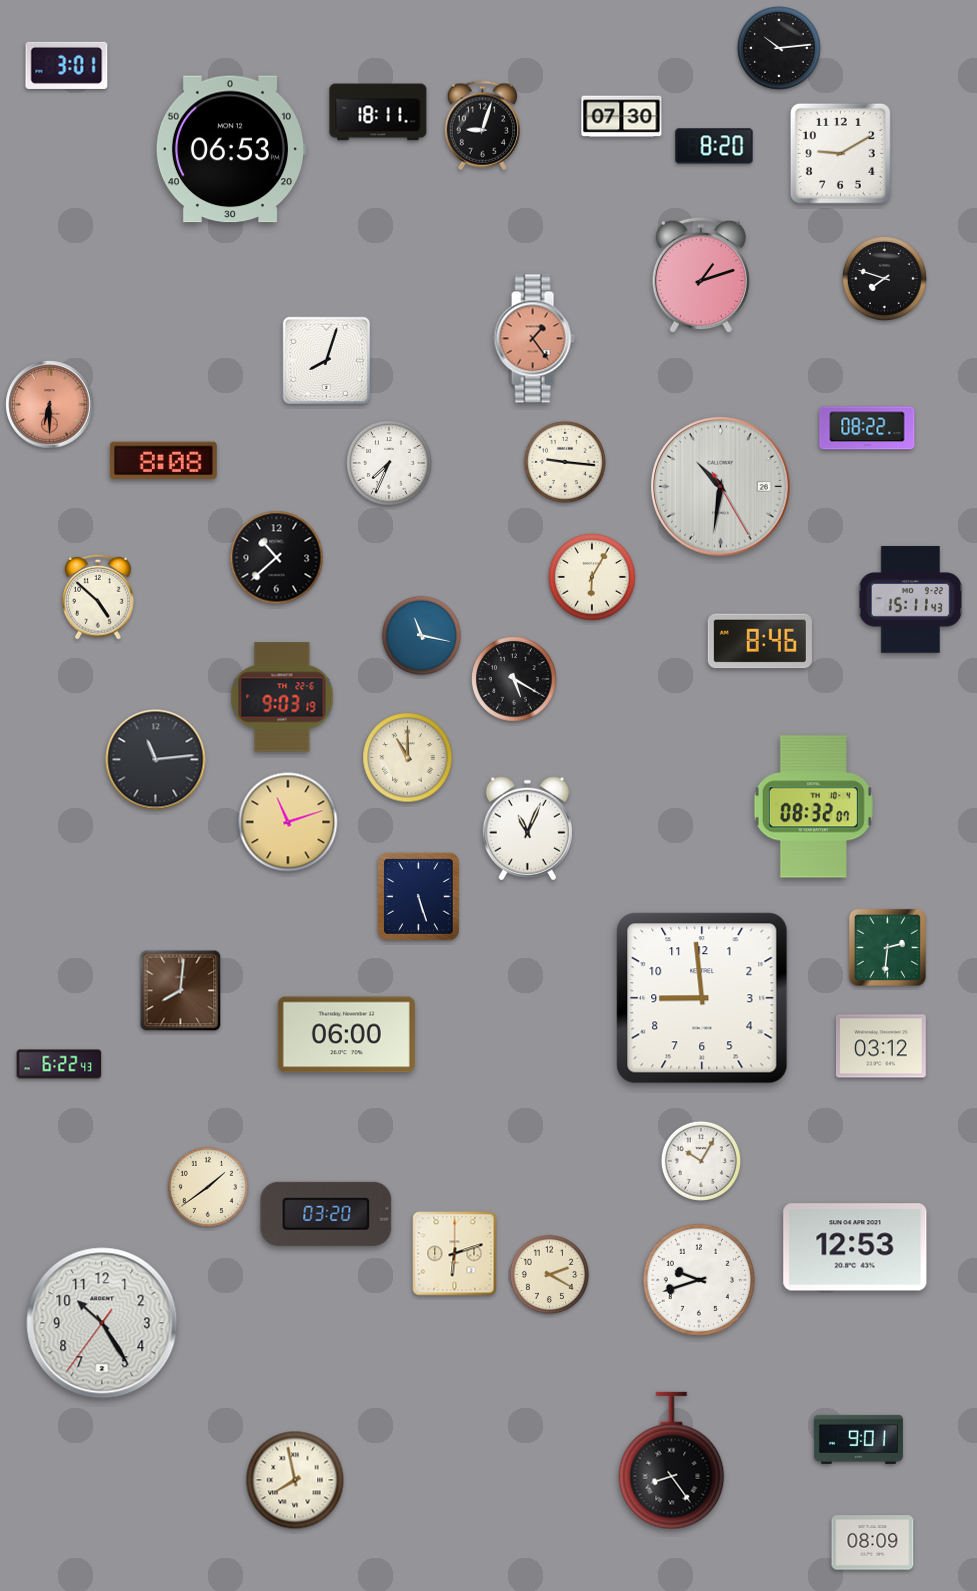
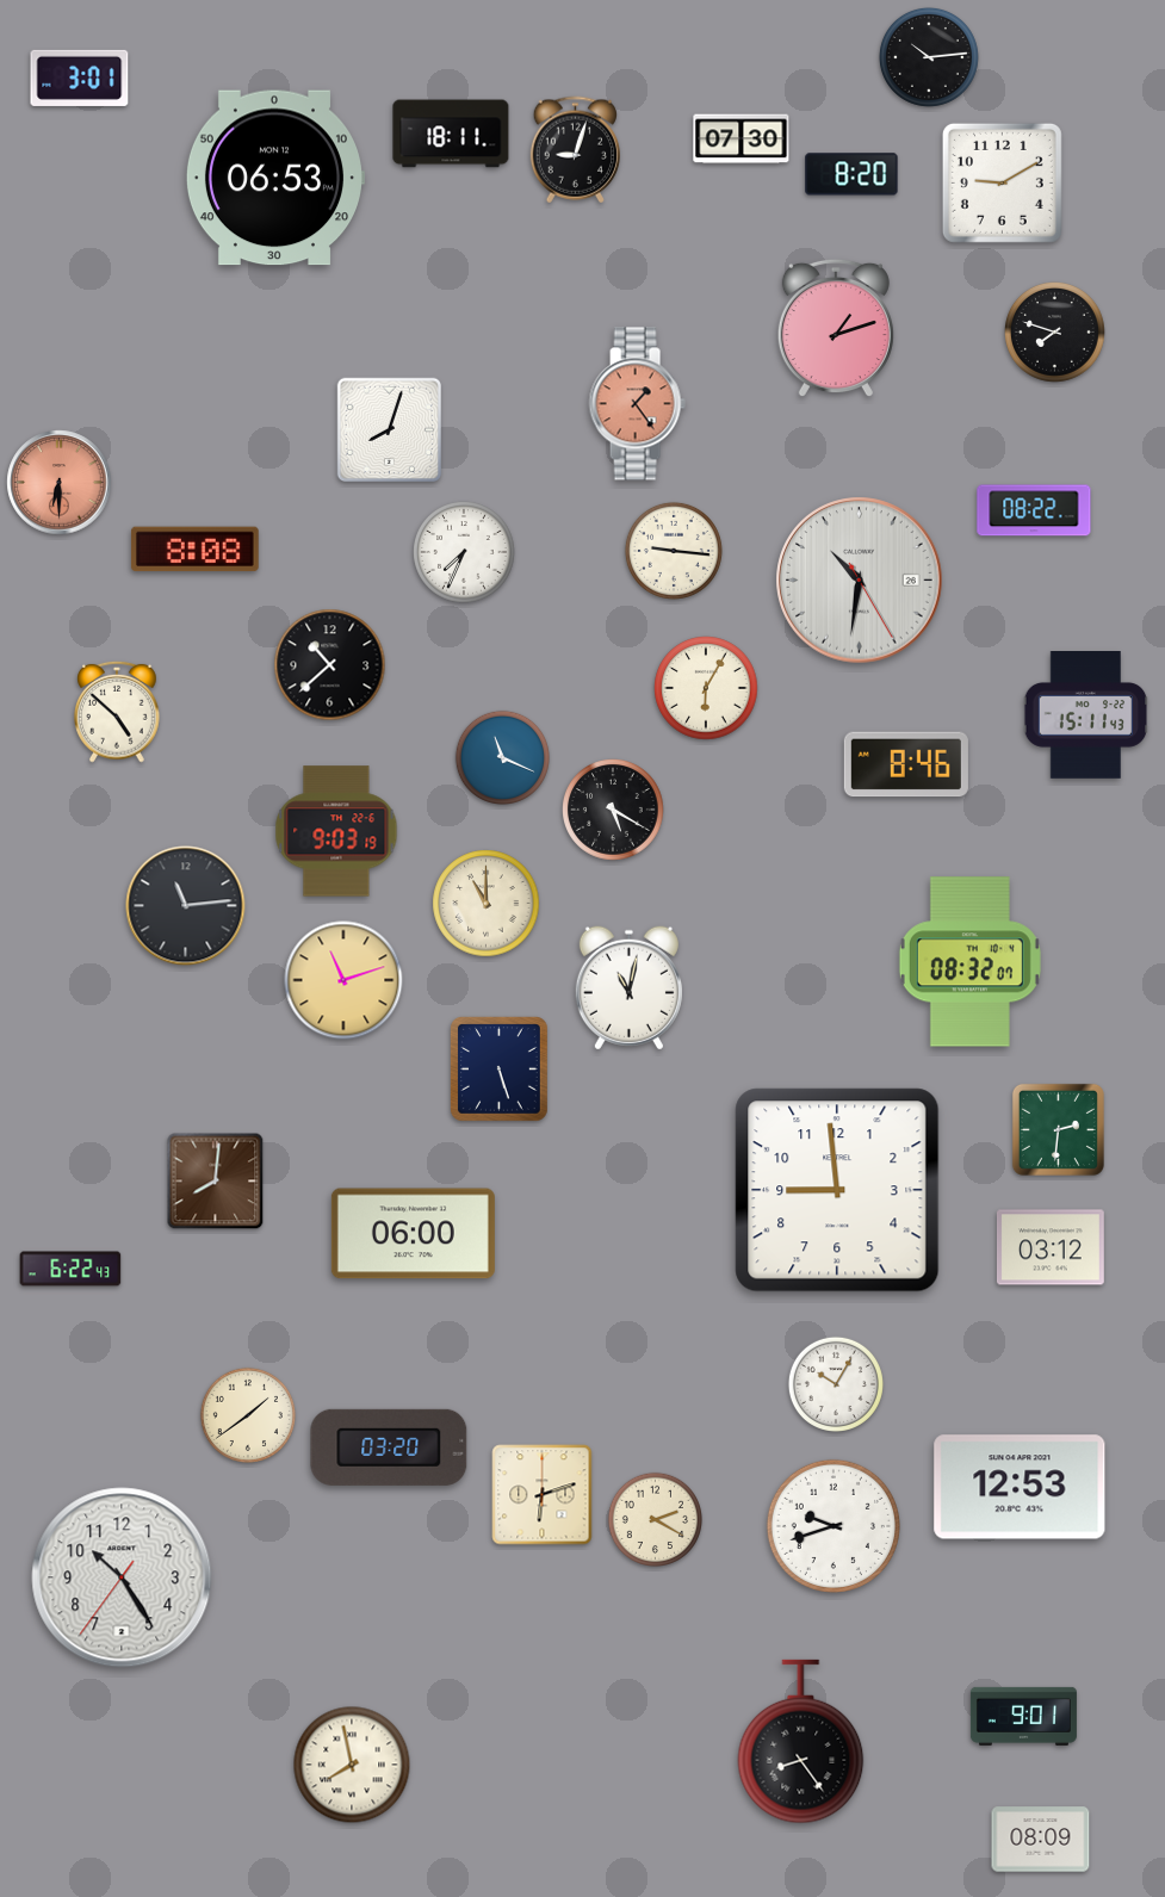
clock at (421, 635): 11:17 -> 11:19
clock at (527, 829): 11:04 -> 11:02
